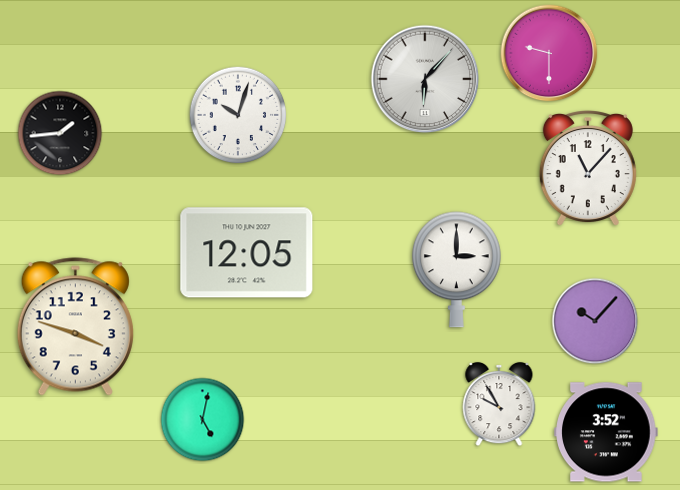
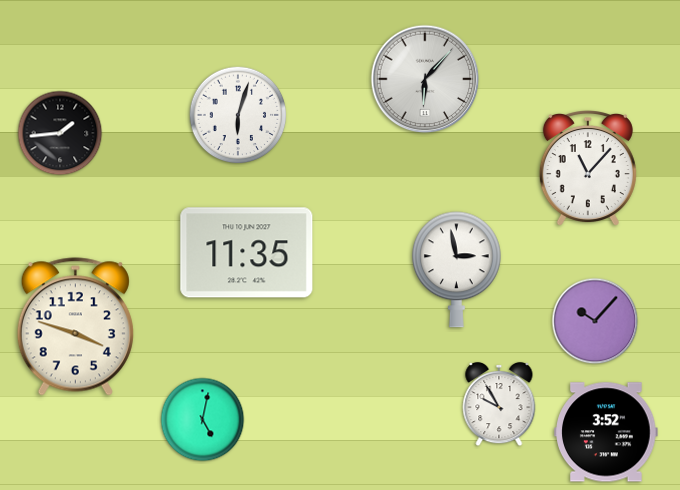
clock at (549, 53): 9:30 -> none
clock at (238, 115): 10:03 -> 6:03
clock at (247, 253): 12:05 -> 11:35
clock at (456, 270): 3:00 -> 2:58
